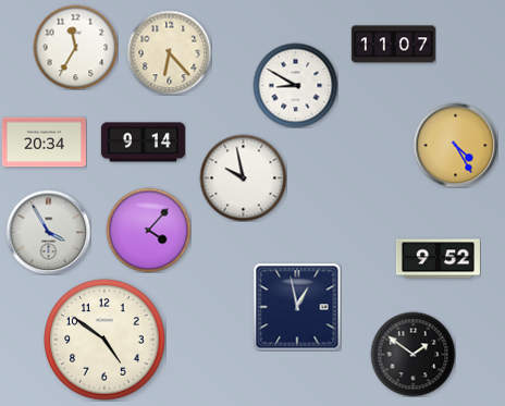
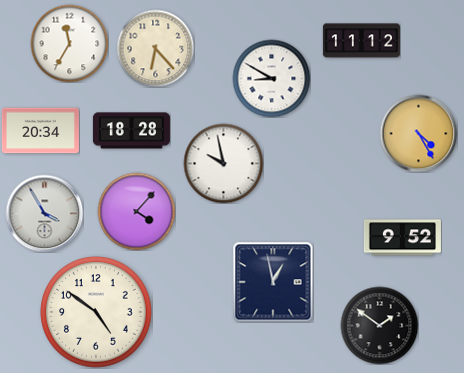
clock at (393, 45): 11:07 -> 11:12
clock at (143, 143): 9:14 -> 18:28
